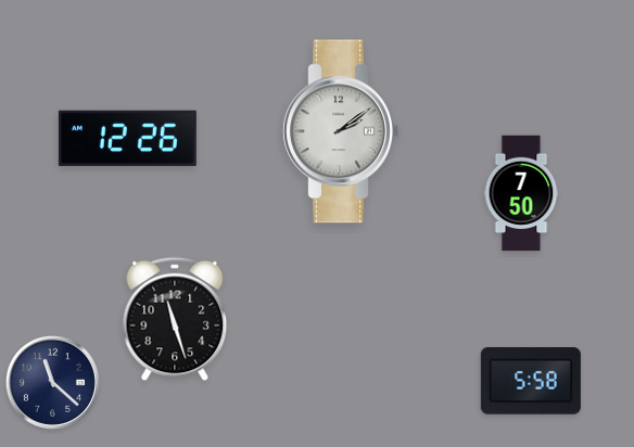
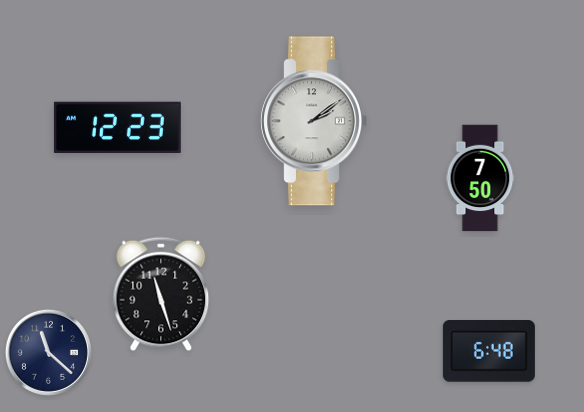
clock at (127, 138): 12:26 -> 12:23
clock at (531, 382): 5:58 -> 6:48
